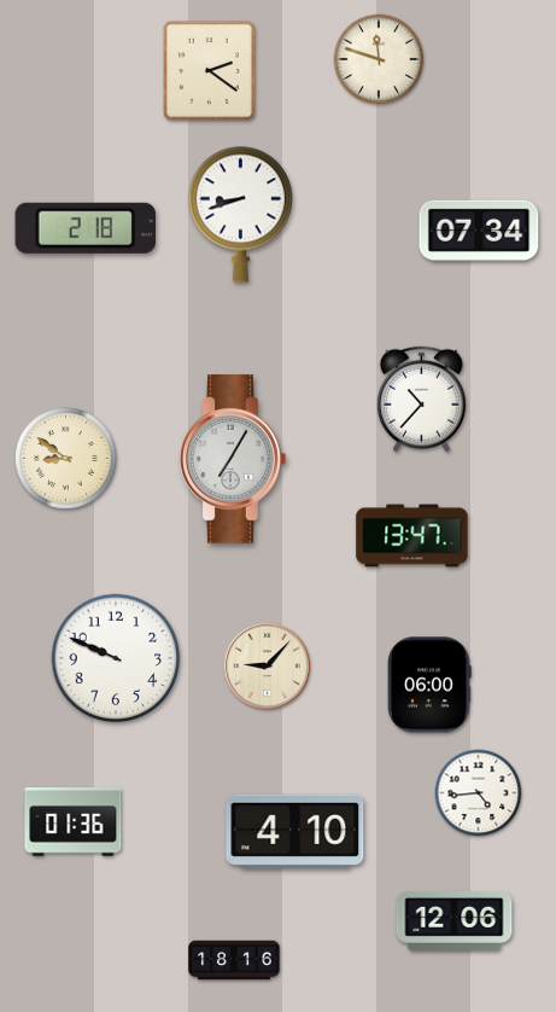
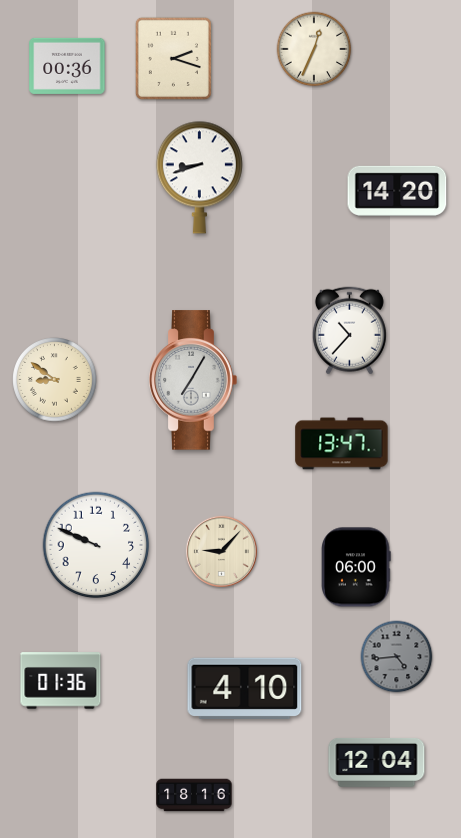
clock at (379, 59): 11:48 -> 12:34
clock at (209, 70): 2:21 -> 2:18
clock at (67, 66): none -> 00:36
clock at (84, 228): 2:18 -> none
clock at (479, 231): 07:34 -> 14:20
clock at (479, 793) dial: white -> grey
clock at (455, 920): 12:06 -> 12:04
